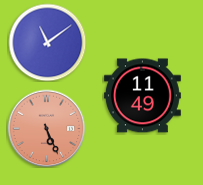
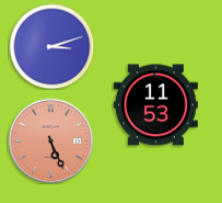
clock at (47, 42): 11:09 -> 3:12
clock at (142, 96): 11:49 -> 11:53
